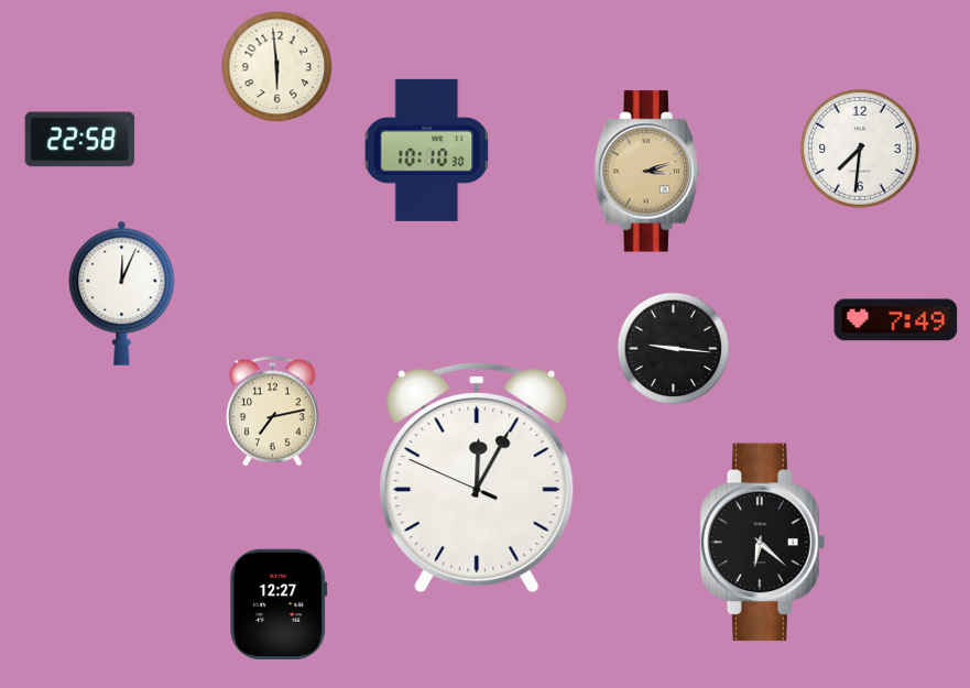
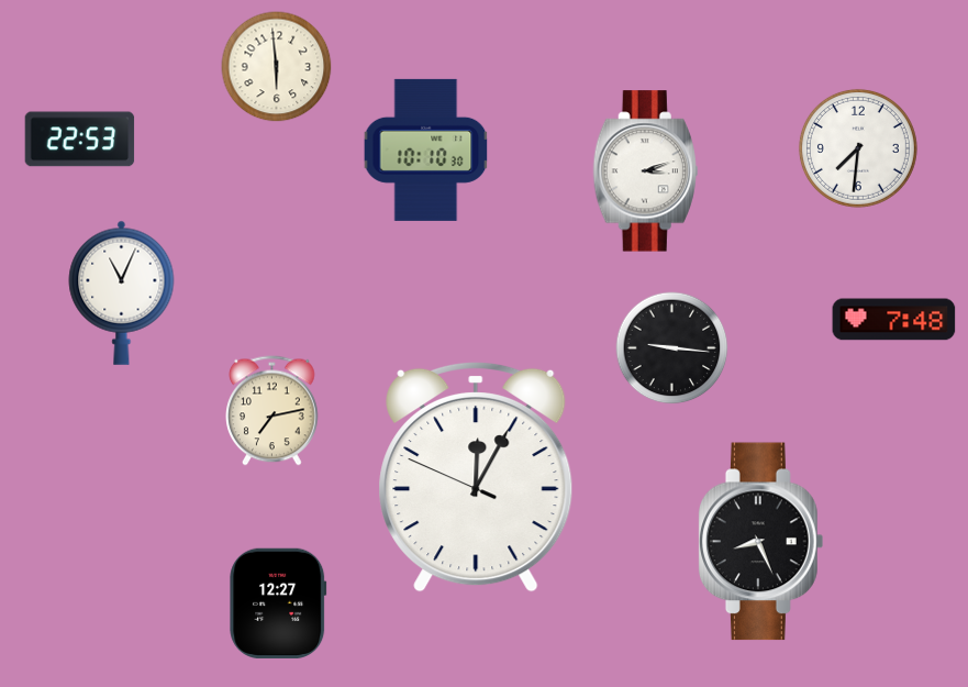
clock at (80, 140): 22:58 -> 22:53
clock at (646, 172) dial: champagne -> white
clock at (122, 293): 12:04 -> 11:04
clock at (896, 320): 7:49 -> 7:48
clock at (763, 543): 6:22 -> 8:26
